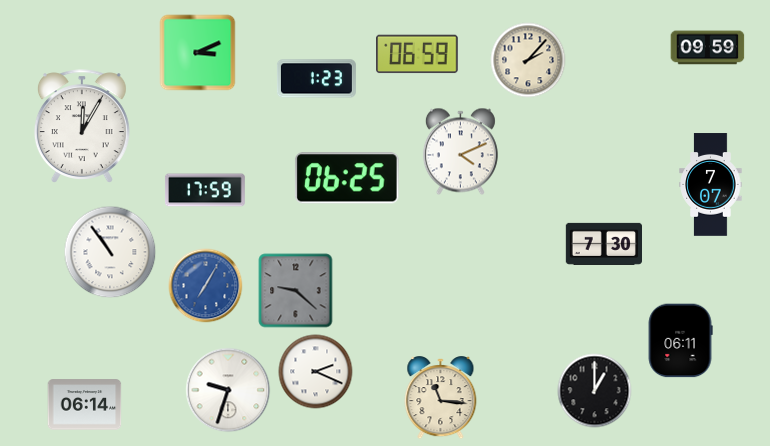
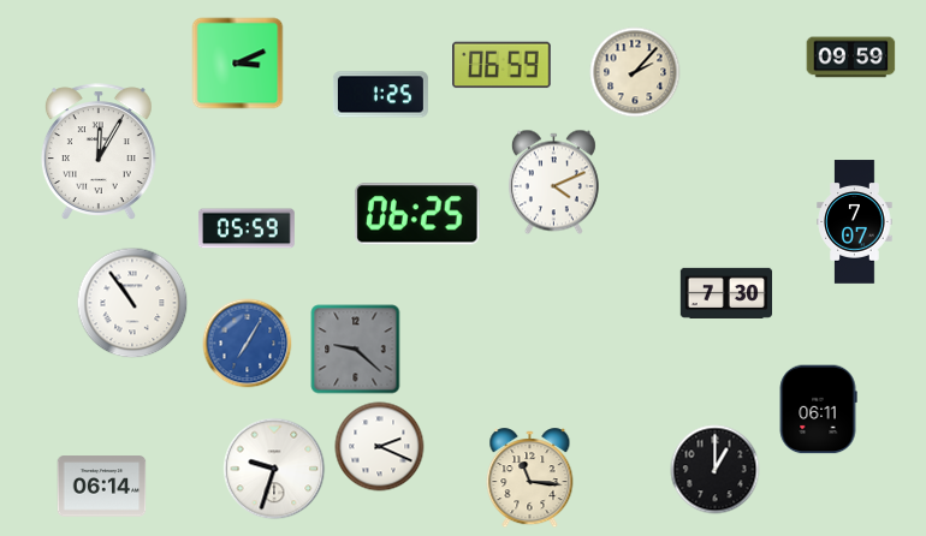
clock at (316, 79): 1:23 -> 1:25
clock at (205, 190): 17:59 -> 05:59
